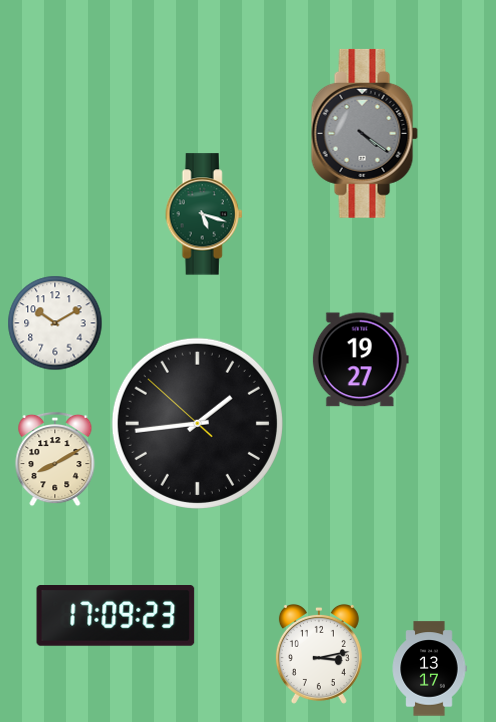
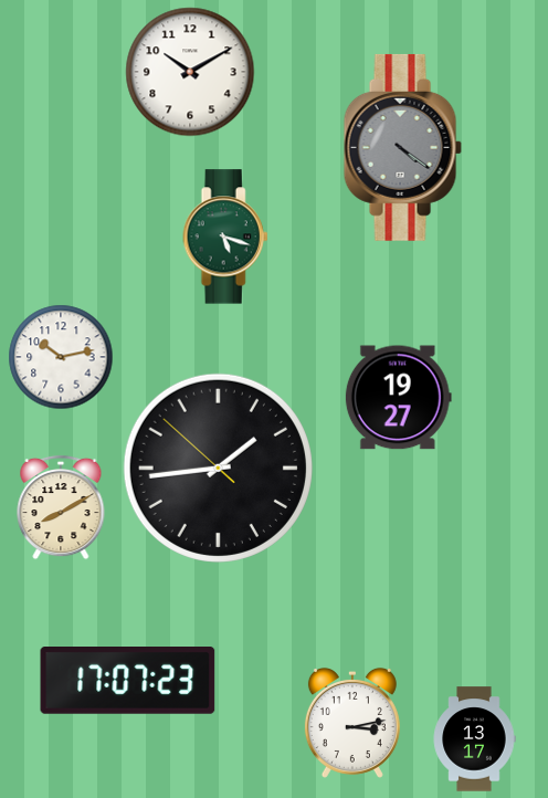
clock at (190, 72): none -> 10:10
clock at (55, 323): 10:10 -> 10:13
clock at (116, 616): 17:09 -> 17:07
